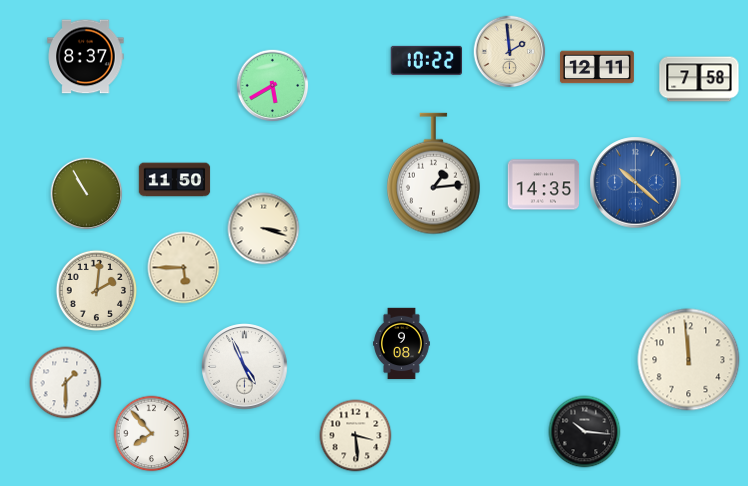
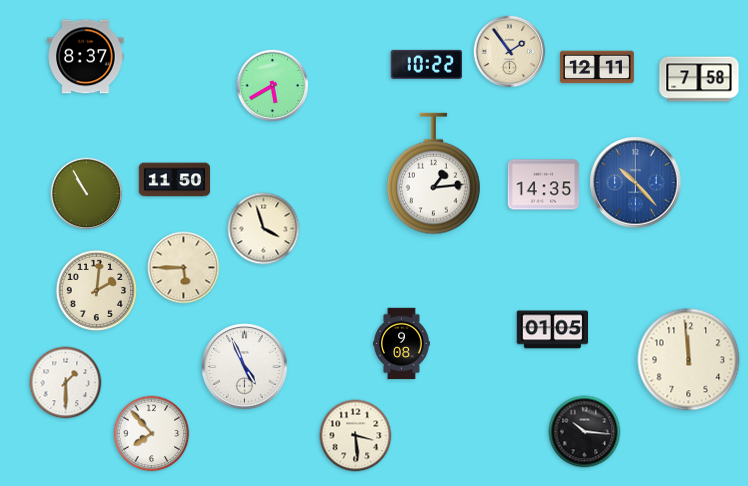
clock at (510, 52): 1:59 -> 1:54
clock at (426, 60) position: (426, 60) -> (426, 64)
clock at (636, 183): 10:22 -> 10:23
clock at (264, 229): 3:18 -> 3:57
clock at (553, 330): none -> 01:05
